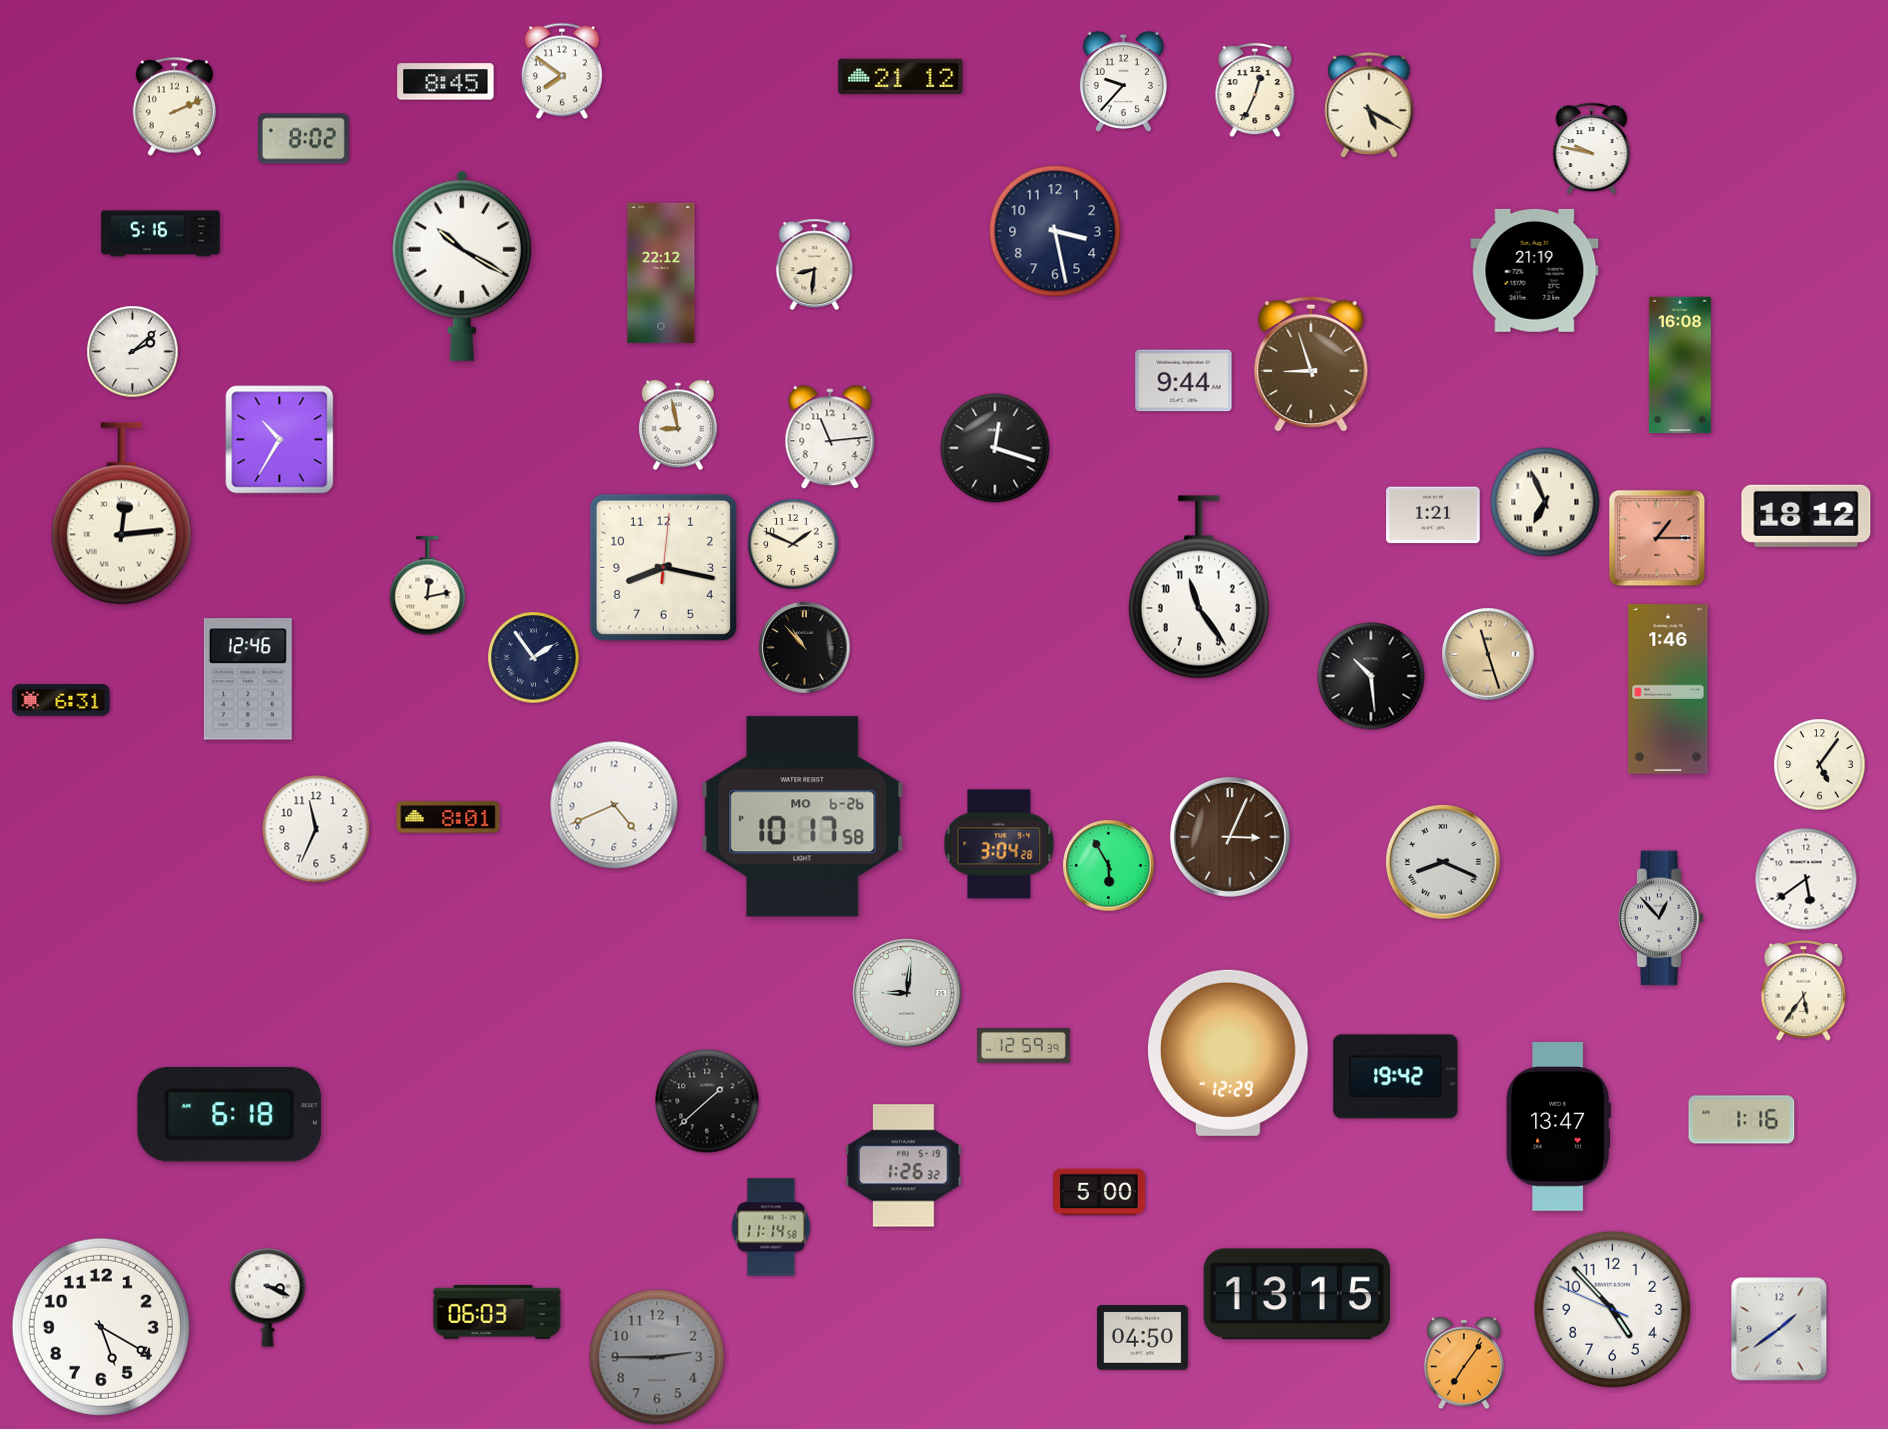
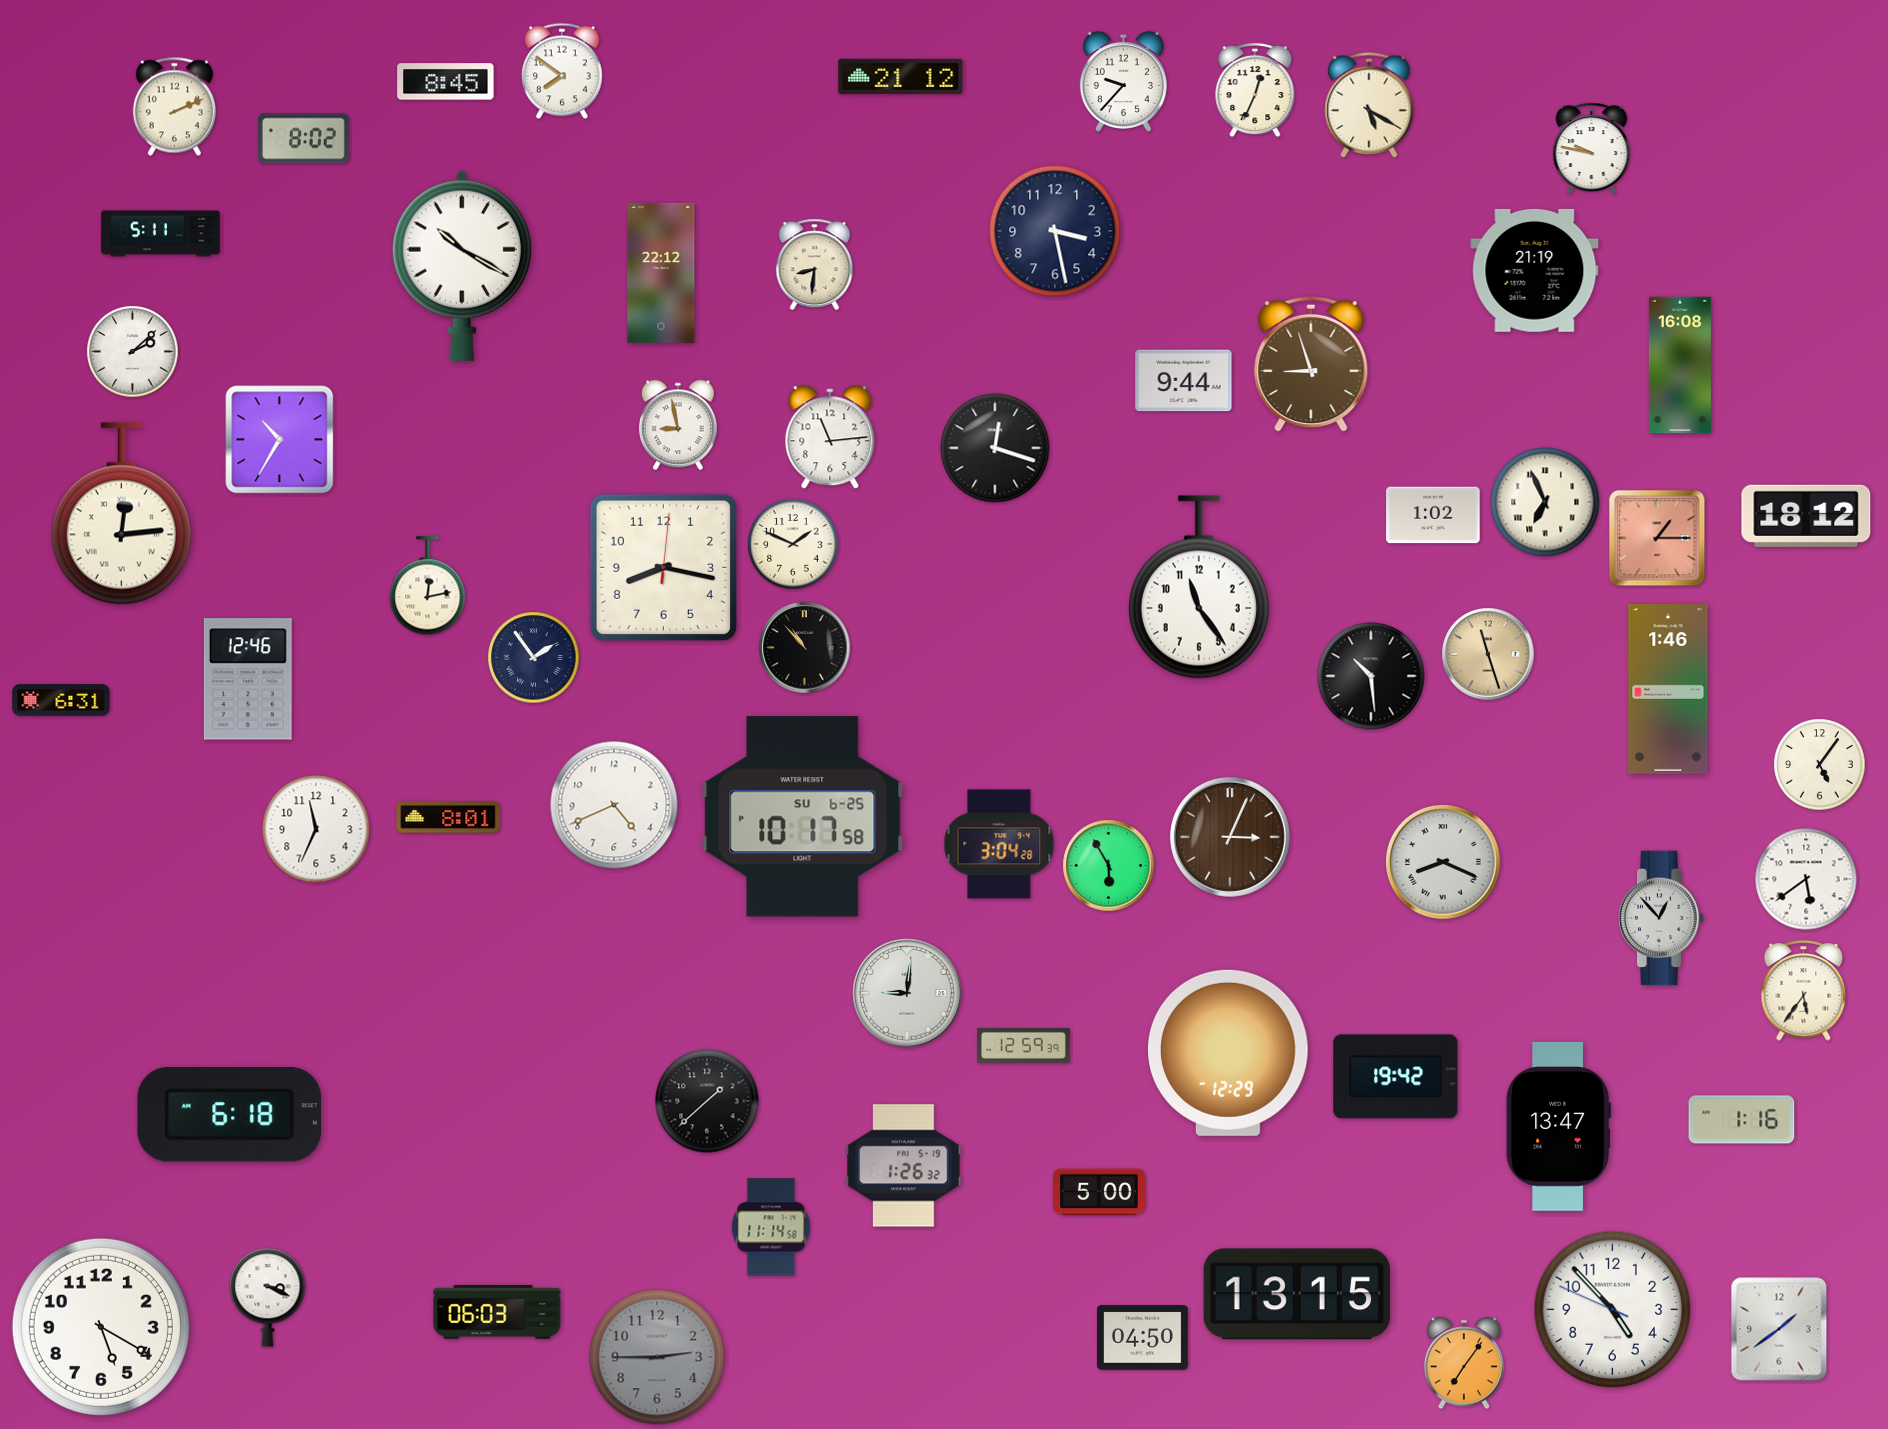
clock at (161, 234): 5:16 -> 5:11
clock at (1433, 515): 1:21 -> 1:02
clock at (803, 817) date: MO 6-26 -> SU 6-25
